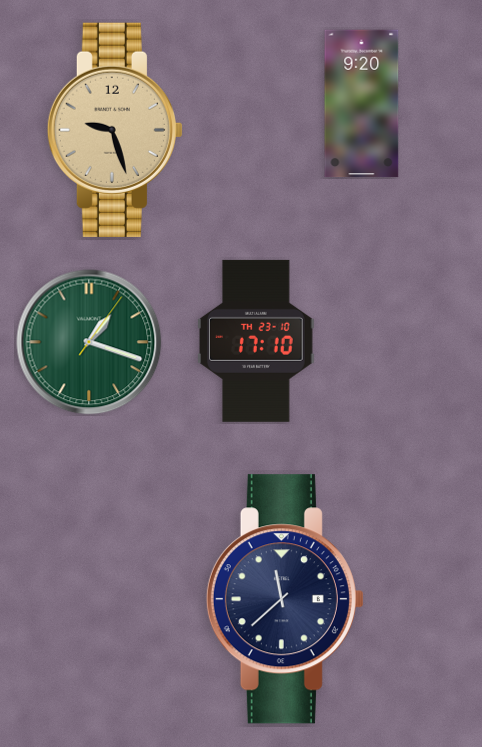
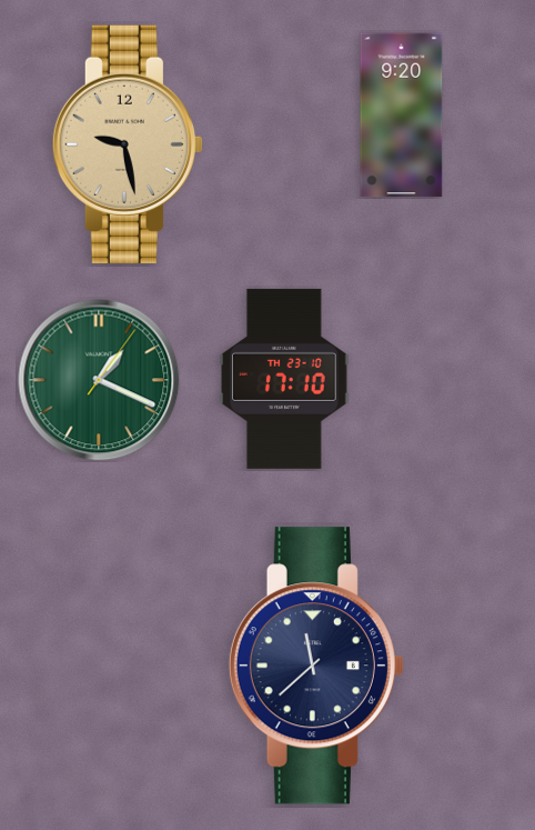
clock at (115, 130): 9:27 -> 9:28
clock at (89, 342): 1:18 -> 1:19
